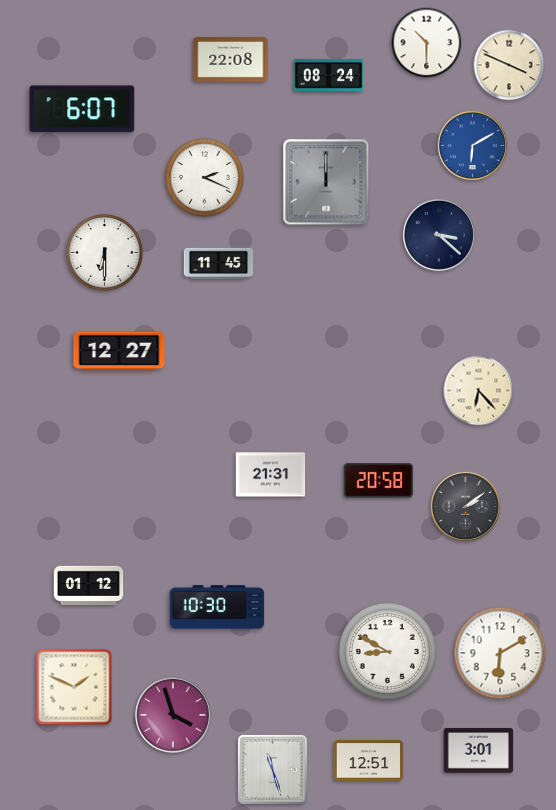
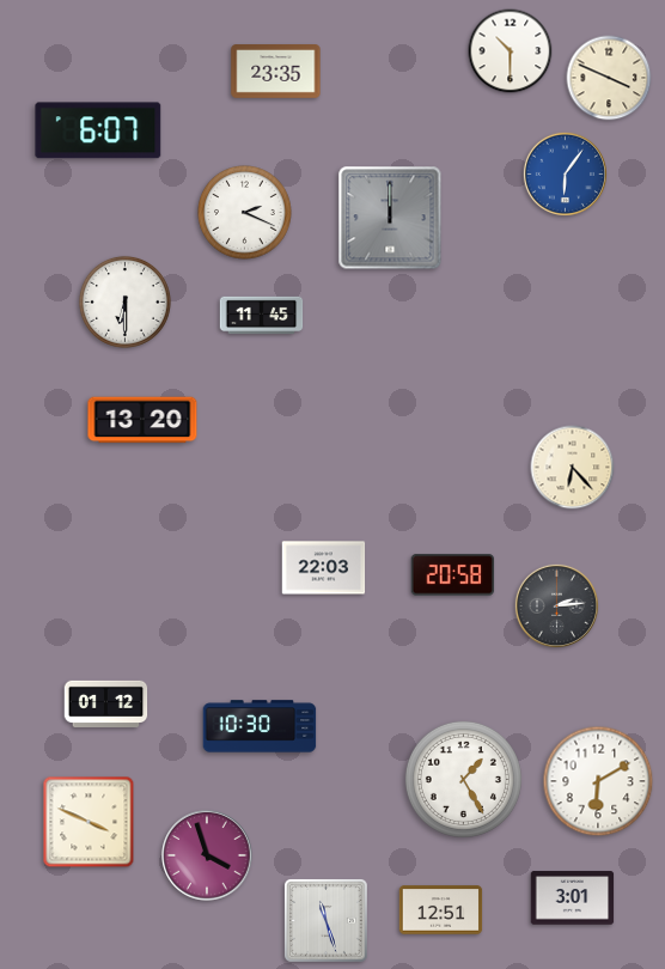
clock at (231, 60): 22:08 -> 23:35
clock at (329, 76): 08:24 -> none
clock at (472, 145): 6:10 -> 6:06
clock at (439, 235): 3:22 -> none
clock at (119, 351): 12:27 -> 13:20
clock at (271, 475): 21:31 -> 22:03
clock at (465, 506): 2:09 -> 2:14
clock at (89, 586) position: (89, 586) -> (106, 705)
clock at (387, 651): 8:50 -> 1:25
clock at (74, 687): 1:49 -> 3:49
